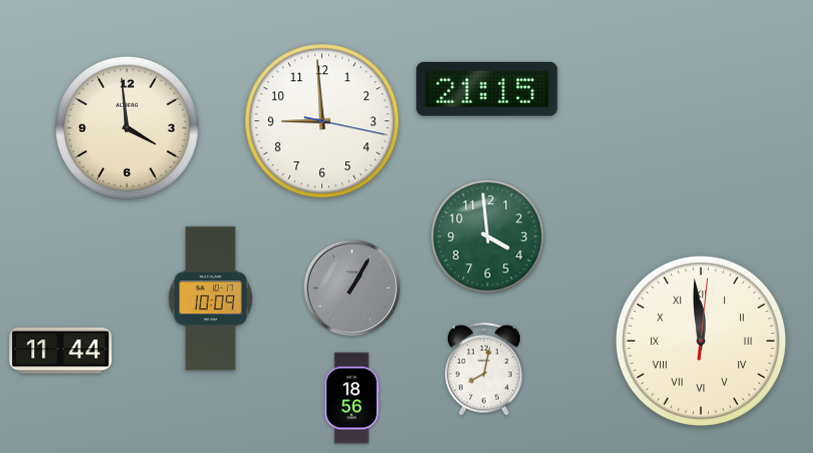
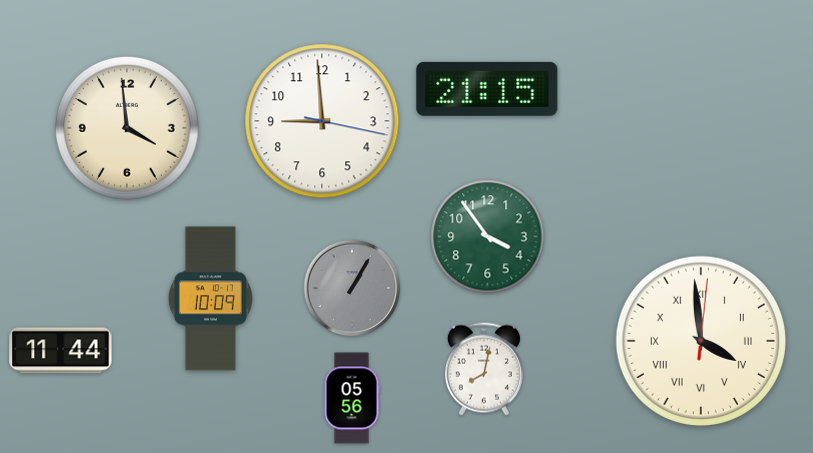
clock at (488, 237): 3:59 -> 3:54
clock at (701, 341): 11:59 -> 3:59
clock at (352, 398): 18:56 -> 05:56
